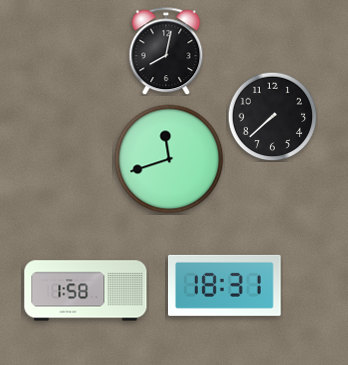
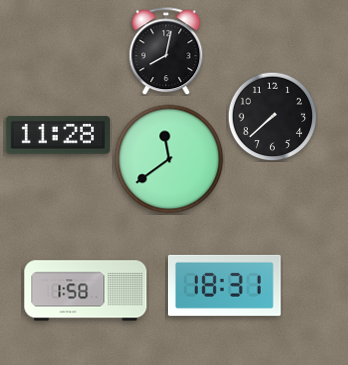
clock at (58, 135): none -> 11:28
clock at (169, 159): 11:42 -> 11:39
